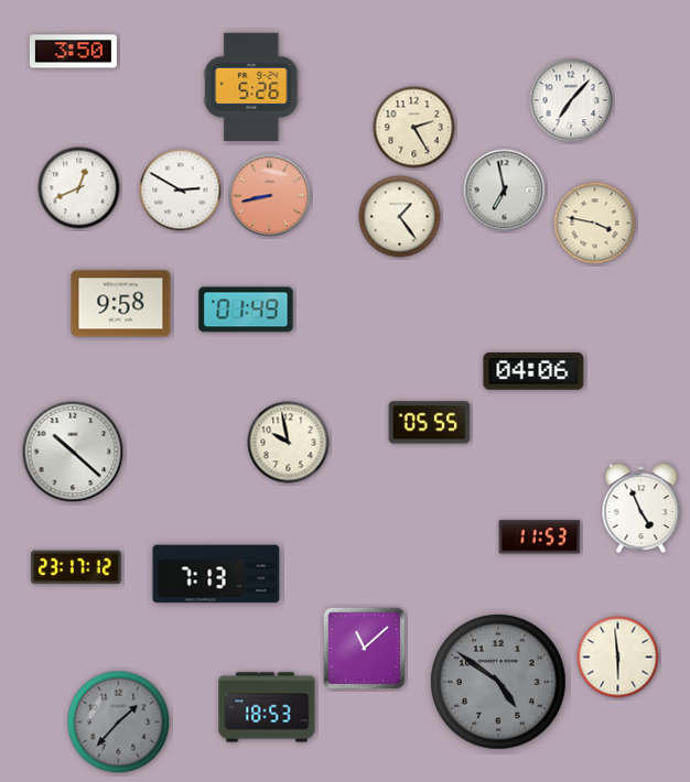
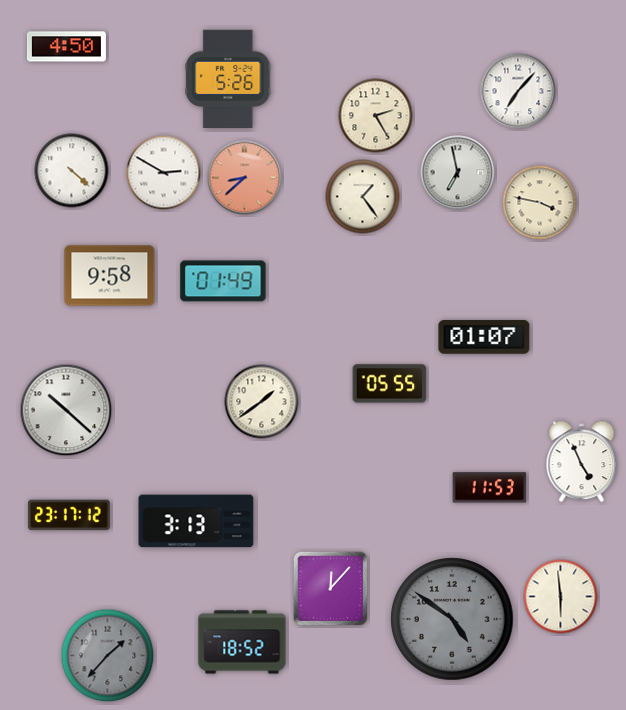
clock at (73, 52): 3:50 -> 4:50
clock at (79, 188): 12:41 -> 4:22
clock at (270, 196): 8:43 -> 8:38
clock at (533, 371): 04:06 -> 01:07
clock at (289, 443): 9:58 -> 1:39
clock at (216, 574): 7:13 -> 3:13
clock at (365, 649): 11:08 -> 12:07
clock at (267, 707): 18:53 -> 18:52
